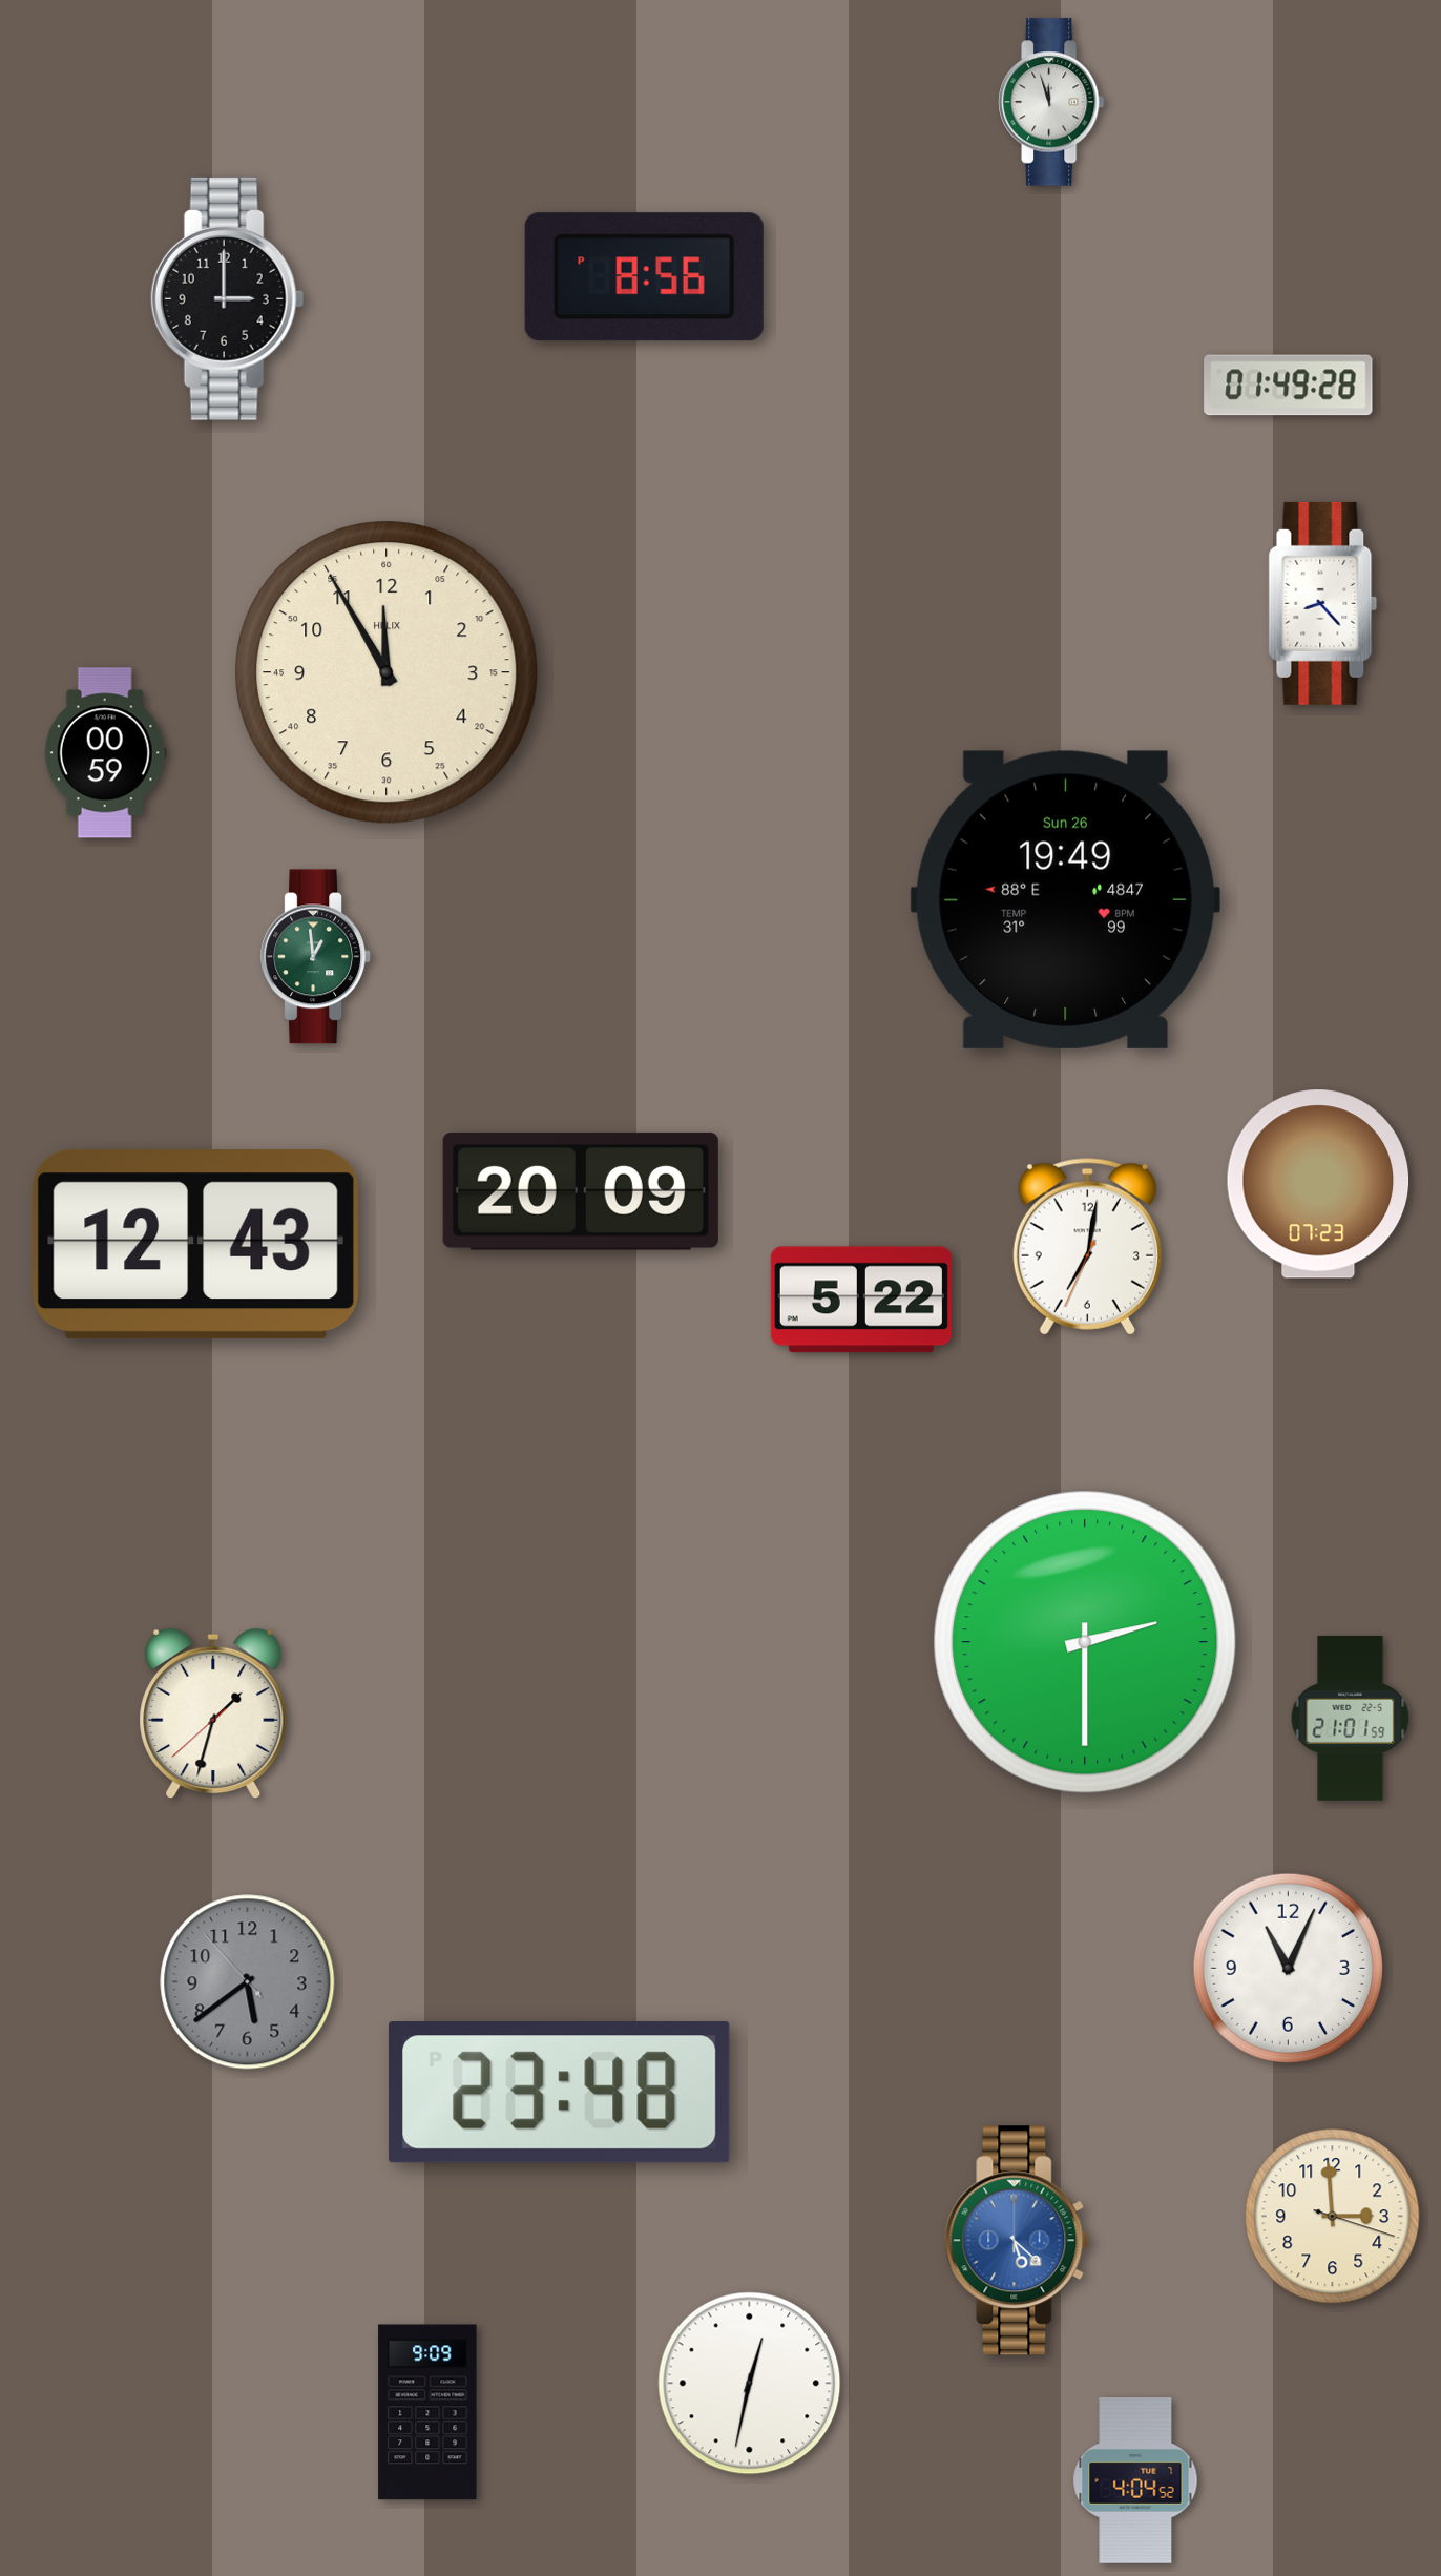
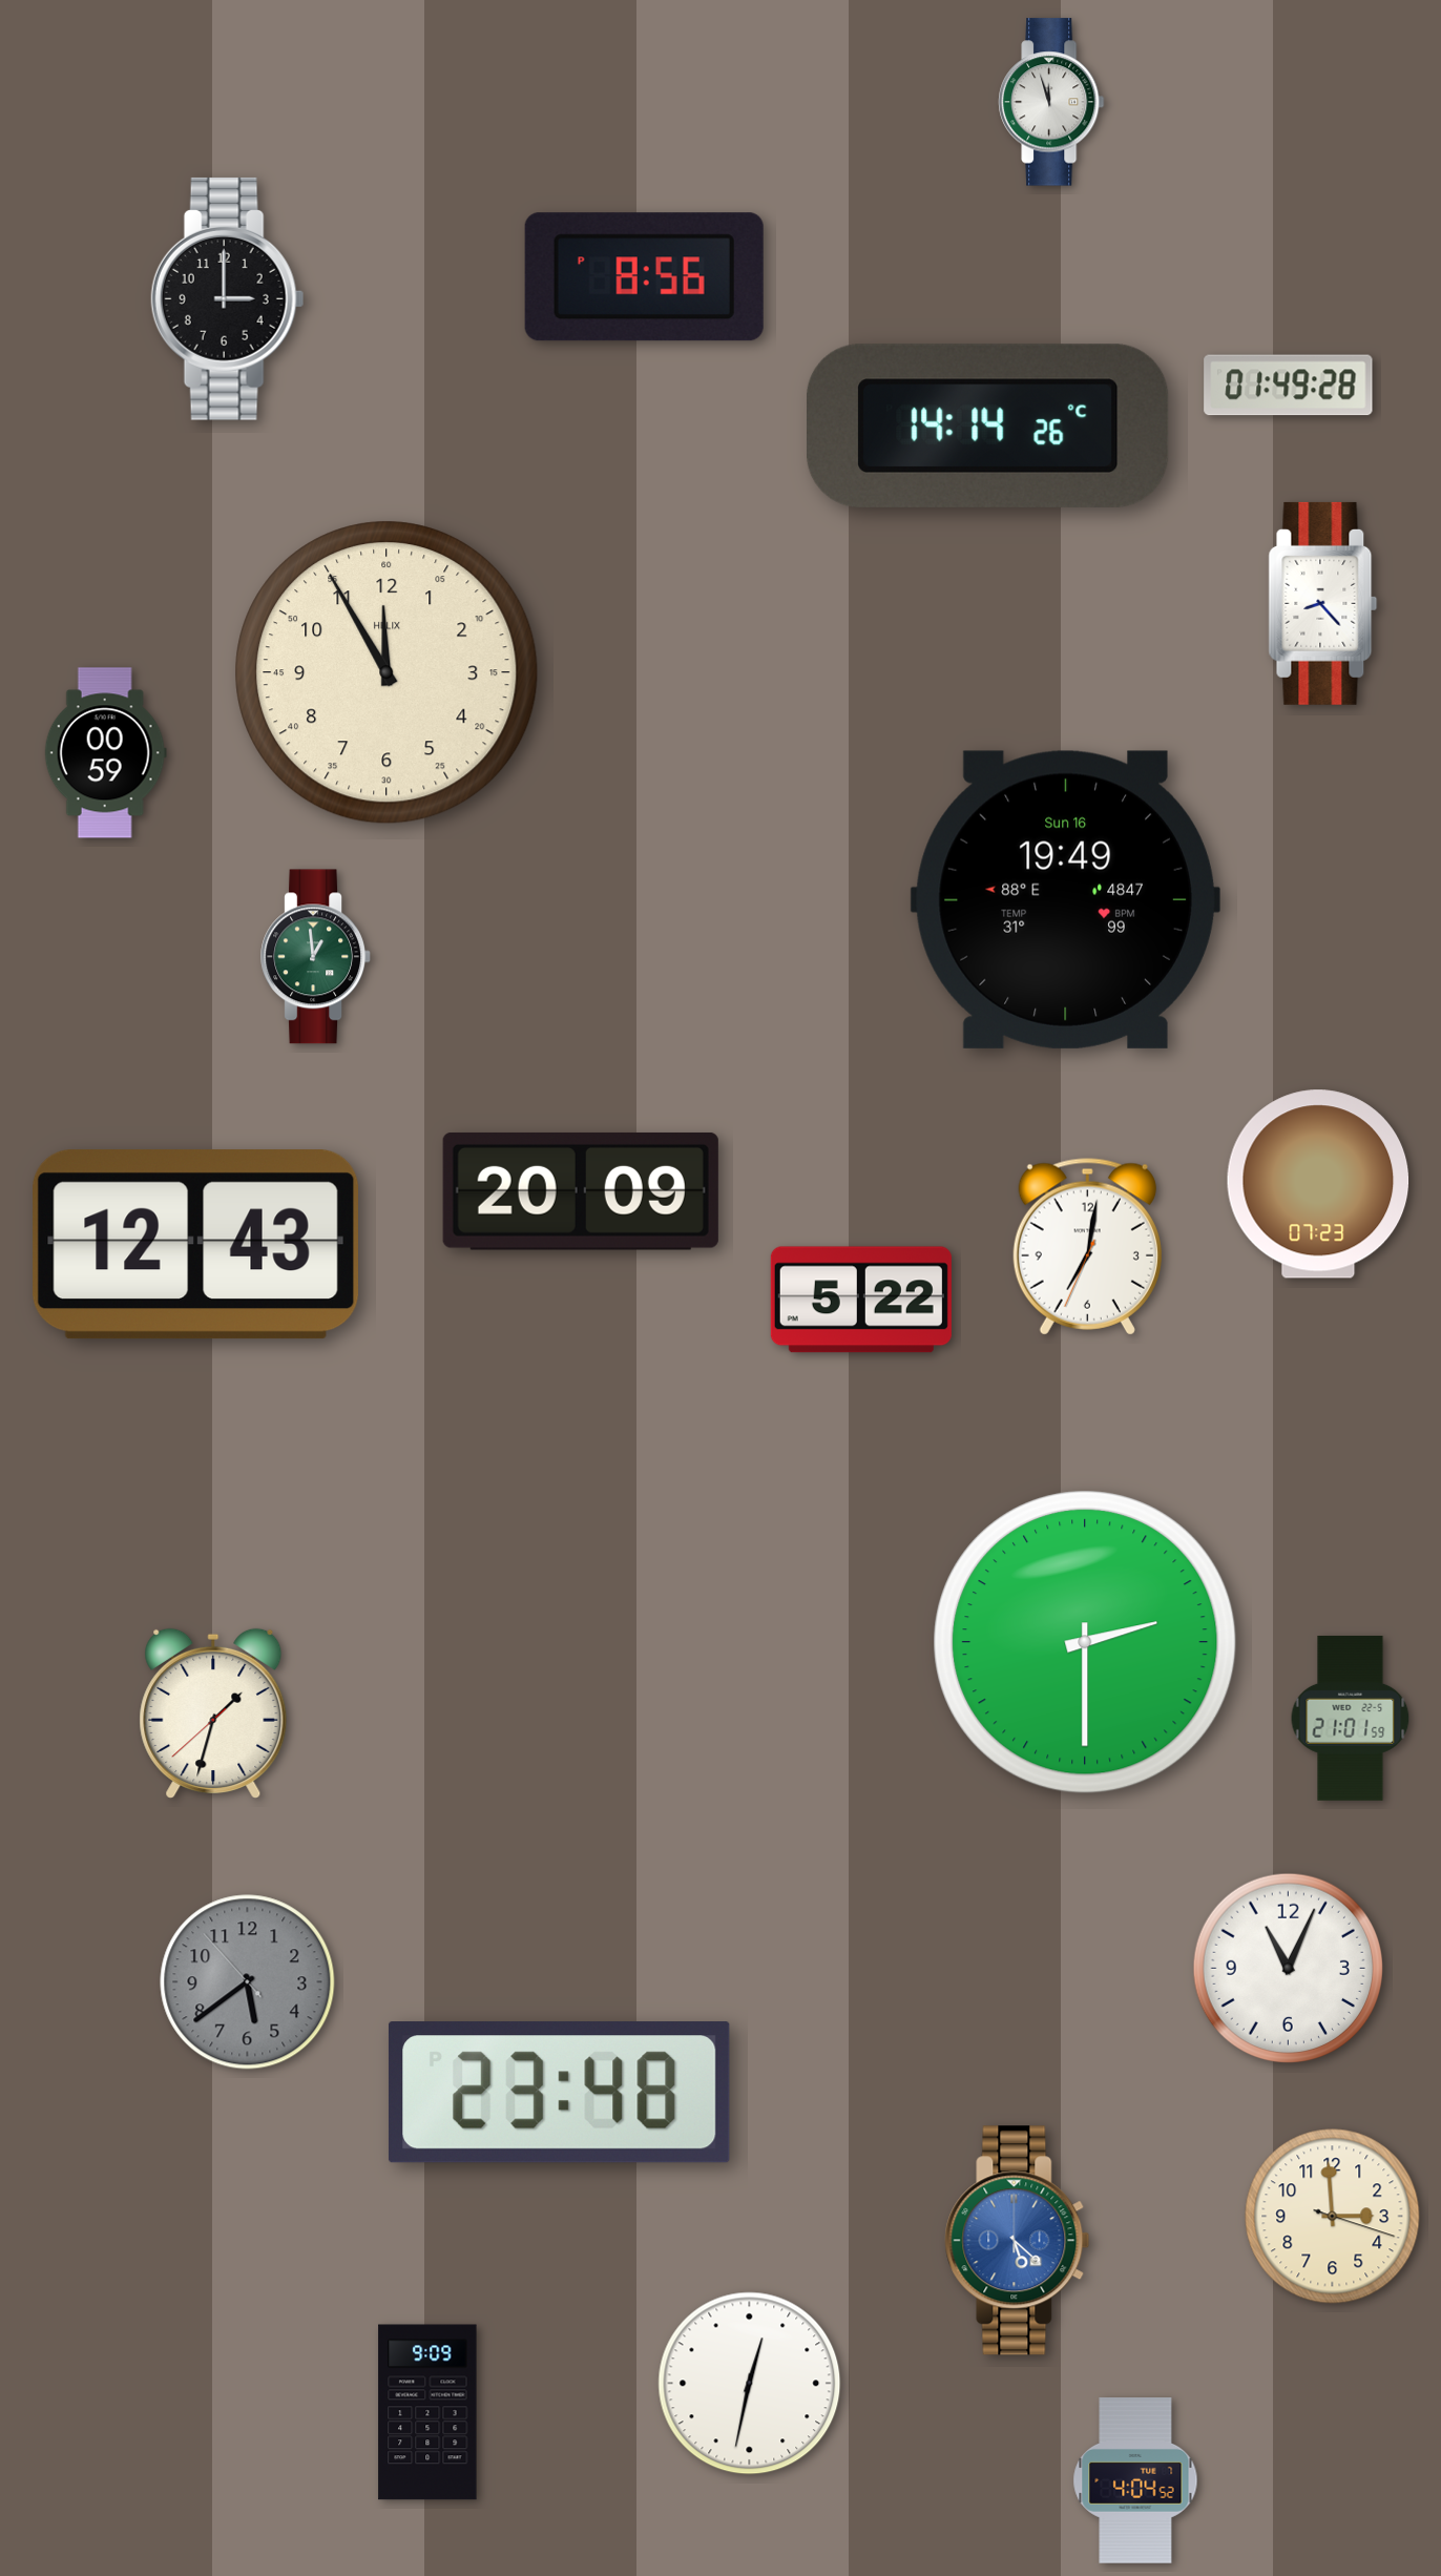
clock at (987, 425): none -> 14:14
clock at (1065, 899) date: Sun 26 -> Sun 16
